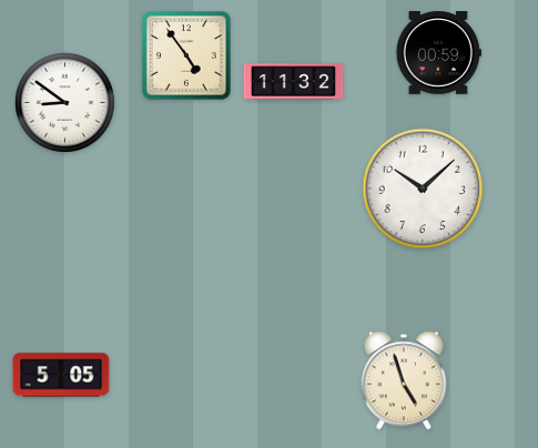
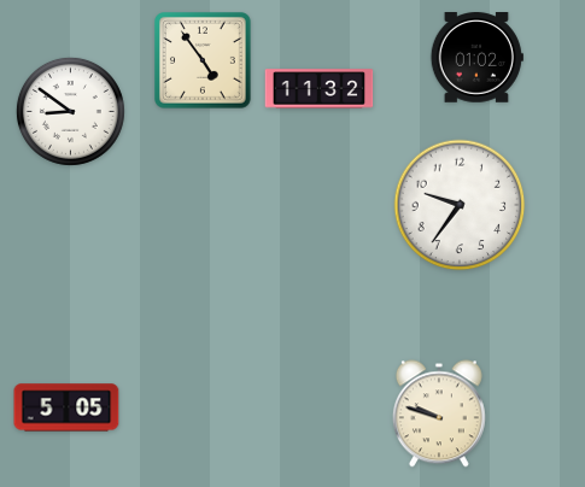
clock at (438, 53): 00:59 -> 01:02
clock at (423, 189): 10:08 -> 9:36
clock at (404, 380): 4:57 -> 9:48
